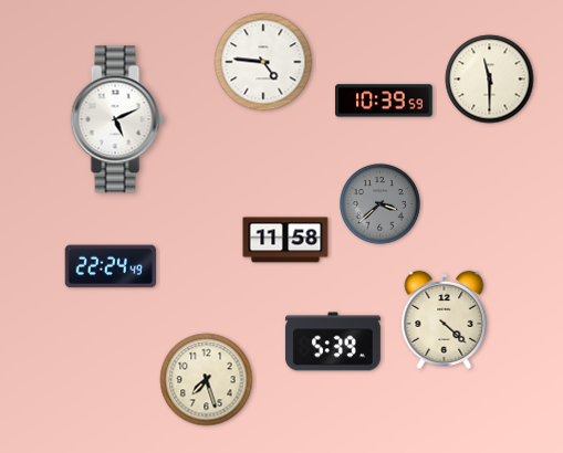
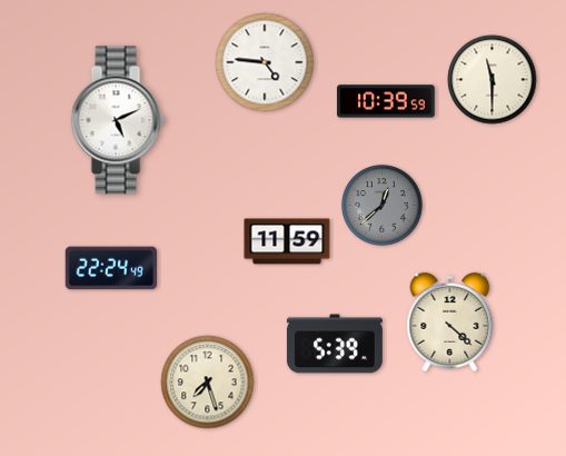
clock at (380, 204): 3:38 -> 12:38
clock at (285, 240): 11:58 -> 11:59
clock at (445, 319) position: (445, 319) -> (450, 321)
